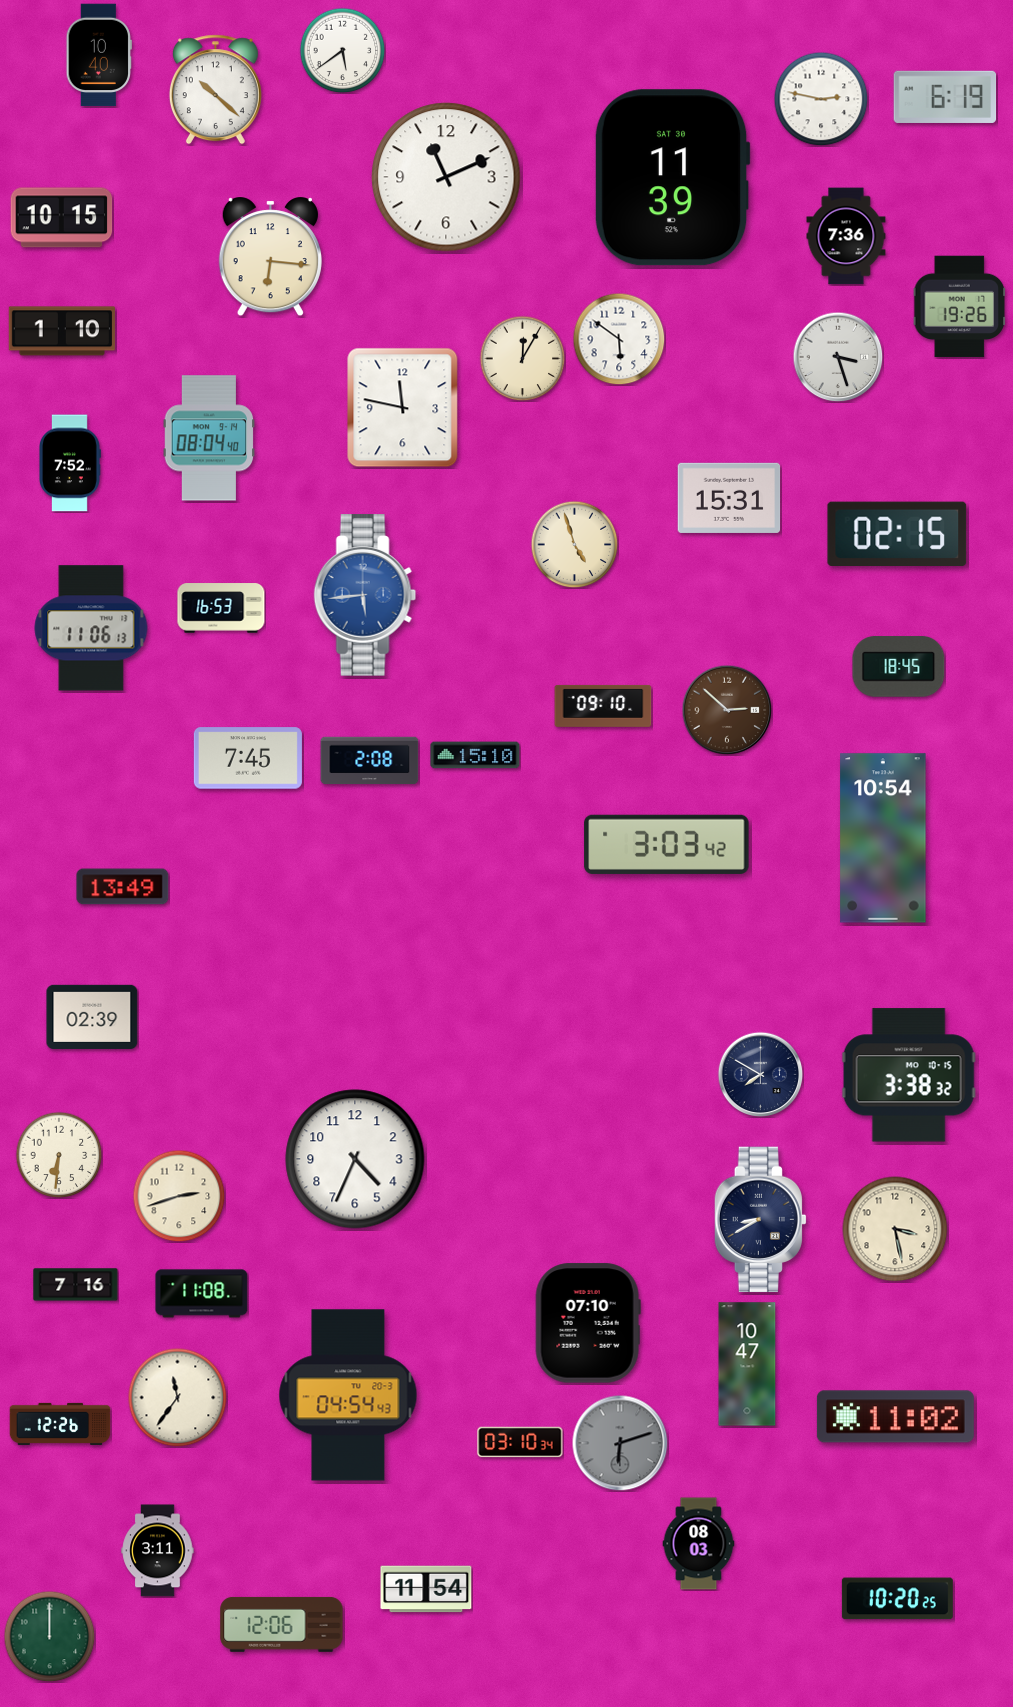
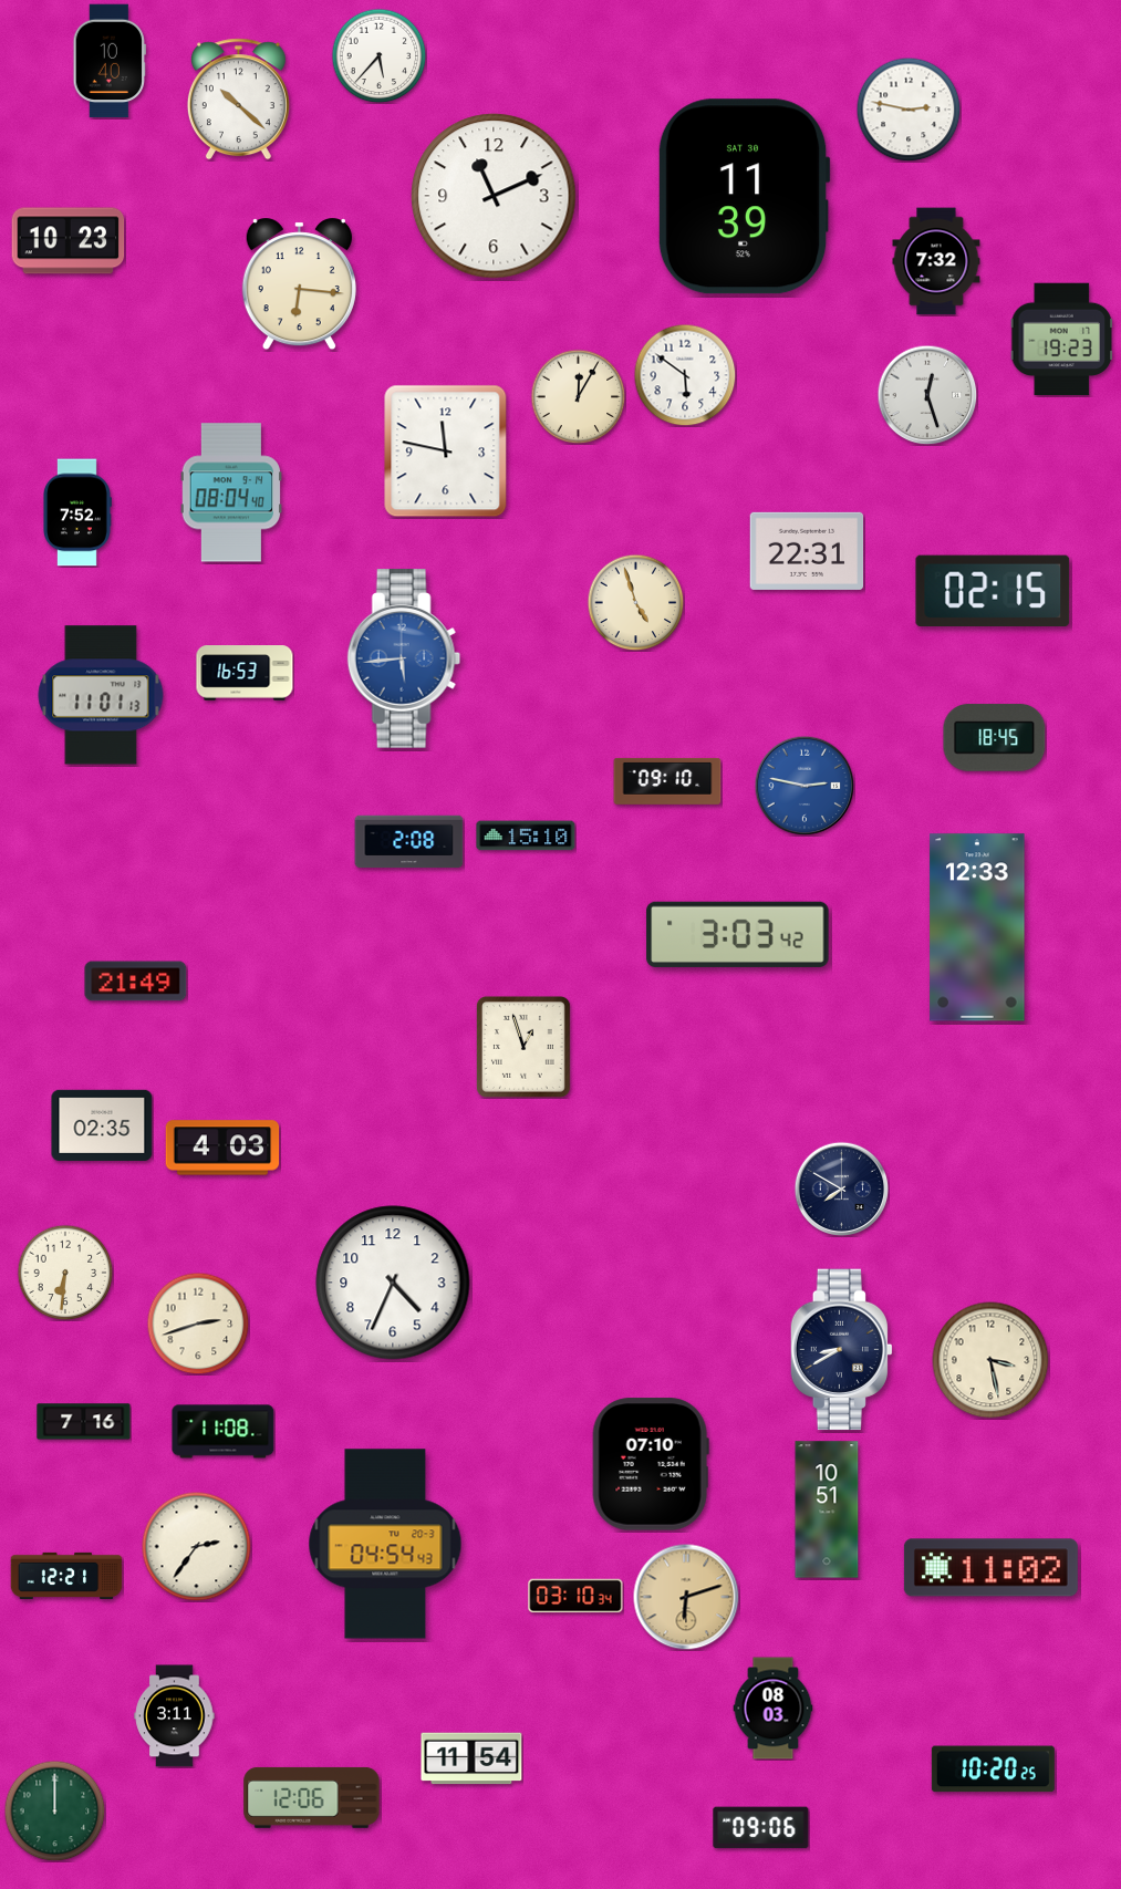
clock at (342, 50): 5:39 -> 5:37
clock at (945, 97): 6:19 -> none
clock at (62, 218): 10:15 -> 10:23
clock at (846, 236): 7:36 -> 7:32
clock at (960, 307): 19:26 -> 19:23
clock at (62, 331): 1:10 -> none
clock at (838, 357): 3:27 -> 12:27
clock at (209, 438) position: (209, 438) -> (231, 492)
clock at (729, 498): 15:31 -> 22:31
clock at (91, 628): 11:06 -> 11:01
clock at (727, 710): 2:52 -> 2:47
clock at (727, 710) dial: brown -> blue
clock at (248, 758): 7:45 -> none
clock at (883, 838): 10:54 -> 12:33
clock at (123, 887): 13:49 -> 21:49
clock at (523, 1047): none -> 12:57
clock at (92, 1017): 02:39 -> 02:35
clock at (222, 1148): none -> 4:03
clock at (909, 1075): 3:38 -> none
clock at (59, 1155) position: (59, 1155) -> (65, 1273)
clock at (747, 1364): 10:47 -> 10:51
clock at (178, 1398): 11:36 -> 2:36
clock at (60, 1424): 12:26 -> 12:21
clock at (620, 1443) dial: grey -> champagne
clock at (761, 1828): none -> 09:06
